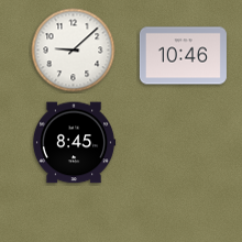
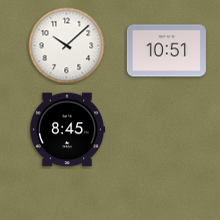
clock at (74, 51): 9:08 -> 10:08
clock at (183, 56): 10:46 -> 10:51
